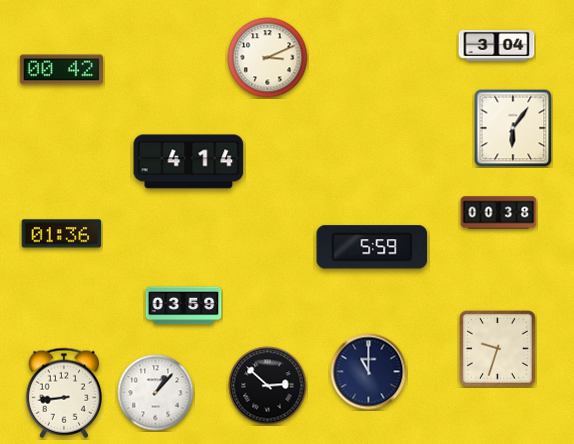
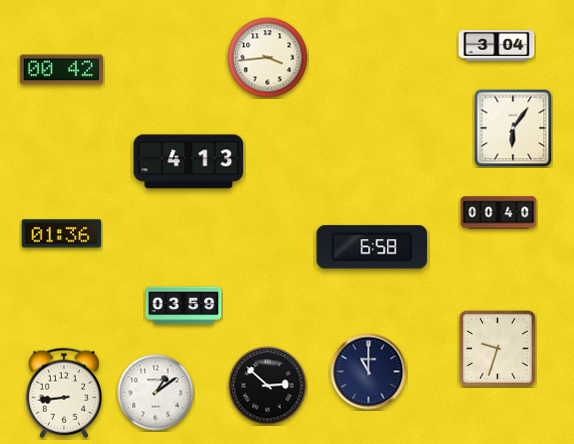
clock at (268, 58): 3:11 -> 3:44
clock at (189, 162): 4:14 -> 4:13
clock at (499, 213): 00:38 -> 00:40
clock at (372, 247): 5:59 -> 6:58
clock at (156, 393): 1:07 -> 1:09
